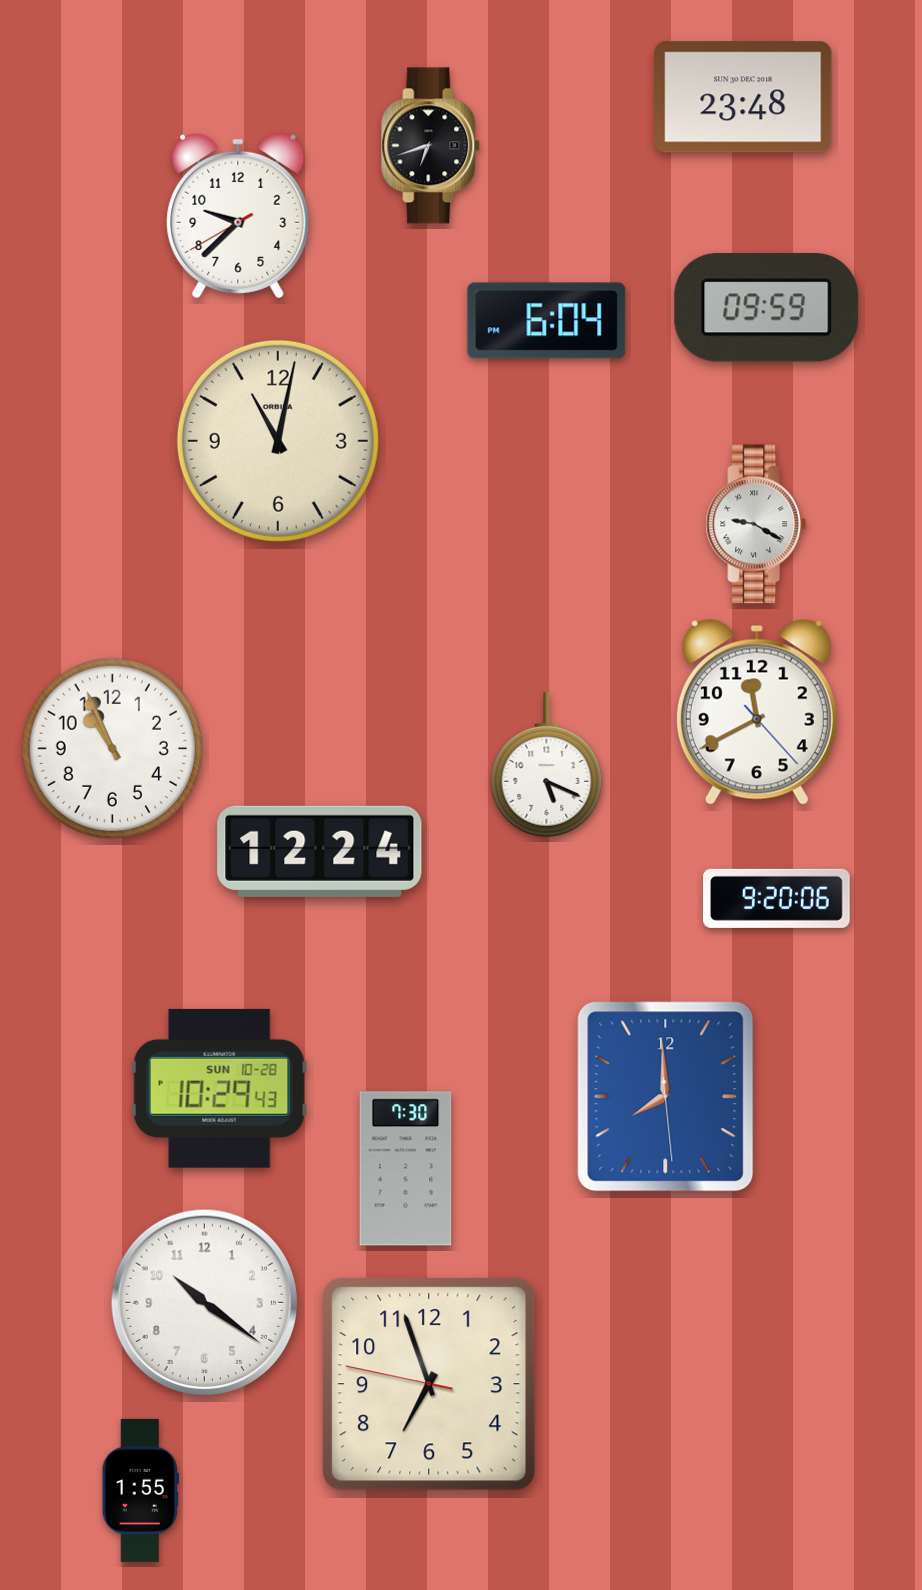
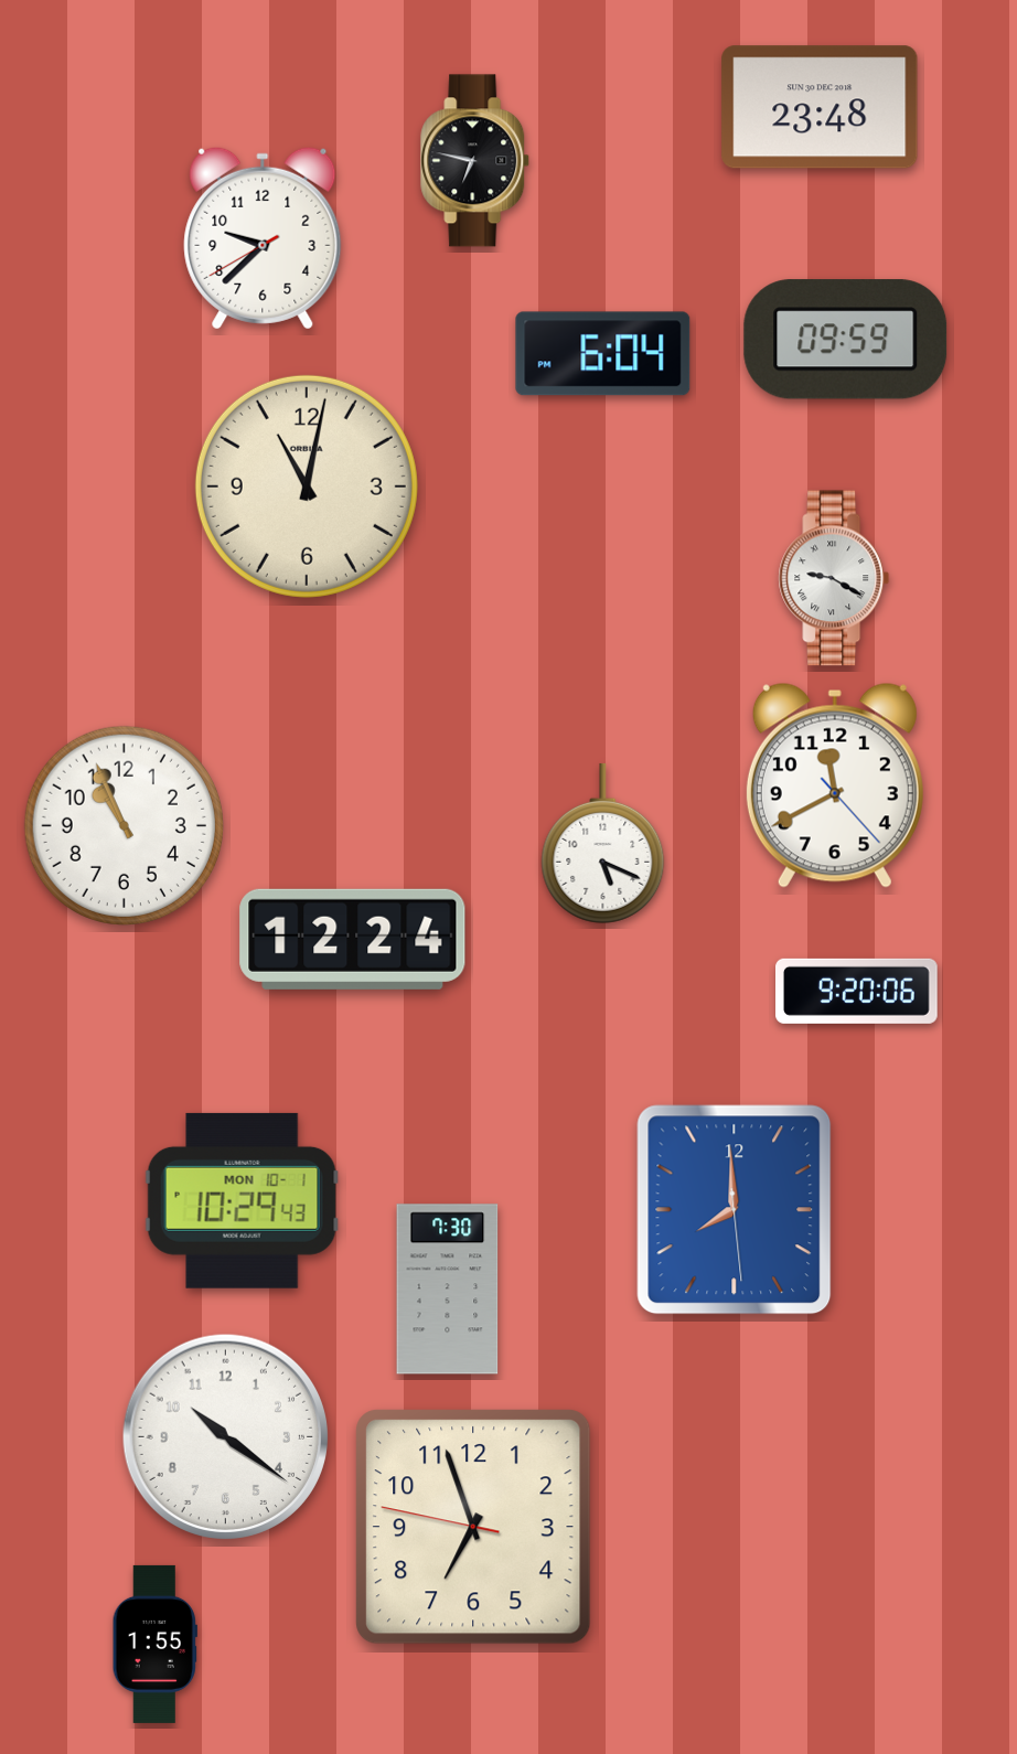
clock at (431, 146): 6:42 -> 6:47
clock at (219, 1088) date: SUN 10-28 -> MON 10-1
